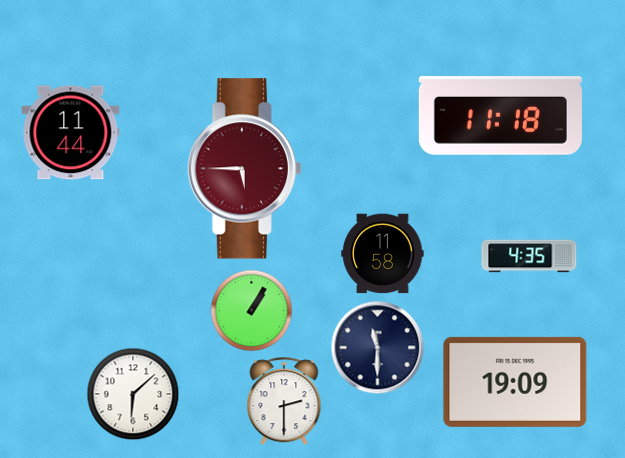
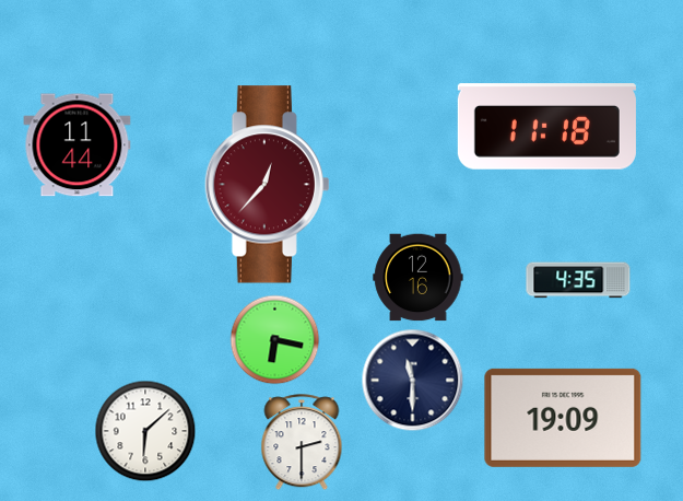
clock at (244, 169): 5:45 -> 12:37
clock at (383, 254): 11:58 -> 12:16
clock at (251, 310): 1:05 -> 6:17
clock at (284, 401) position: (284, 401) -> (302, 442)
